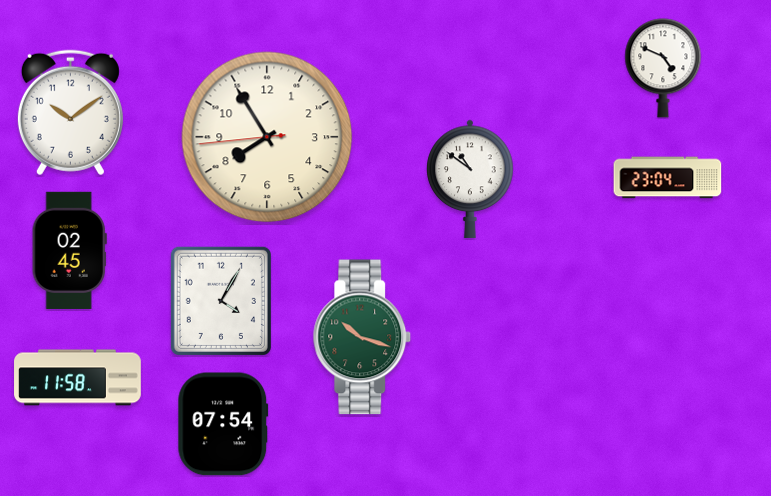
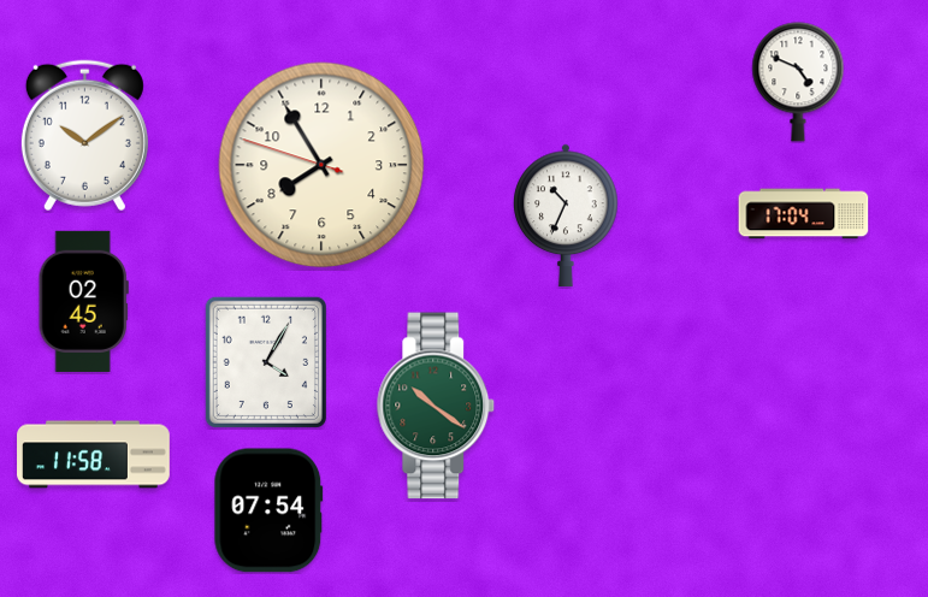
clock at (267, 137): 7:54:44 -> 7:54:48
clock at (668, 178): 23:04 -> 17:04
clock at (470, 179): 10:51 -> 10:34
clock at (362, 337): 10:18 -> 10:21
